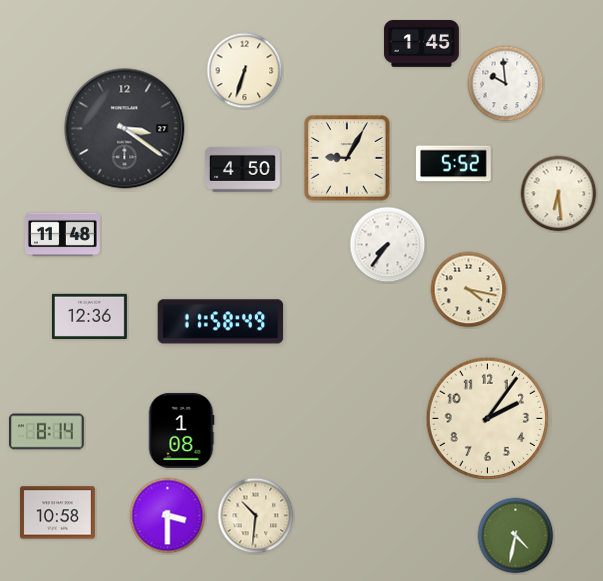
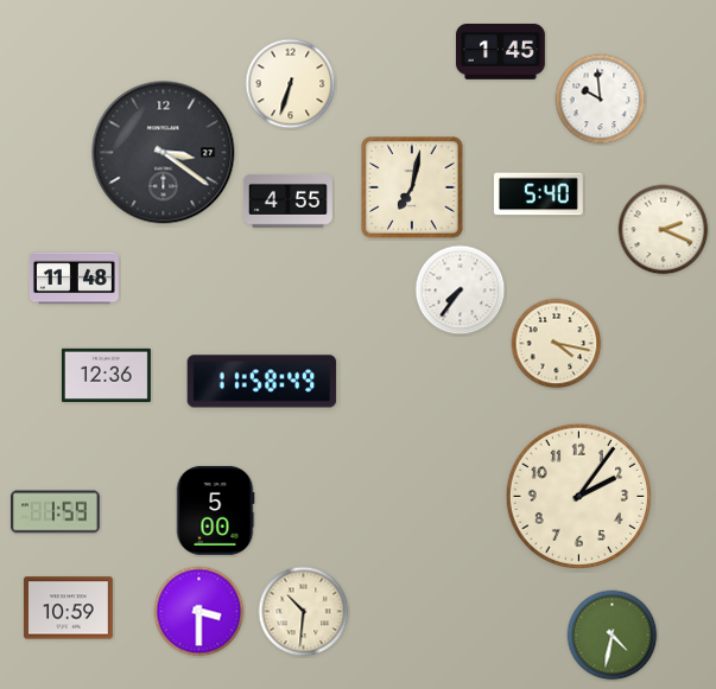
clock at (125, 129) position: (125, 129) -> (164, 153)
clock at (347, 158): 9:05 -> 7:02
clock at (453, 164): 5:52 -> 5:40
clock at (242, 169): 4:50 -> 4:55
clock at (559, 194): 6:29 -> 2:19
clock at (181, 430): 1:08 -> 5:00
clock at (46, 432): 8:14 -> 1:59
clock at (57, 513): 10:58 -> 10:59
